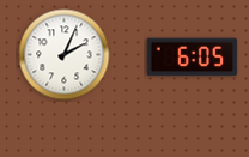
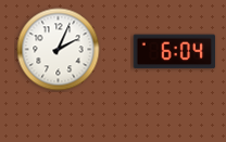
clock at (193, 58): 6:05 -> 6:04
